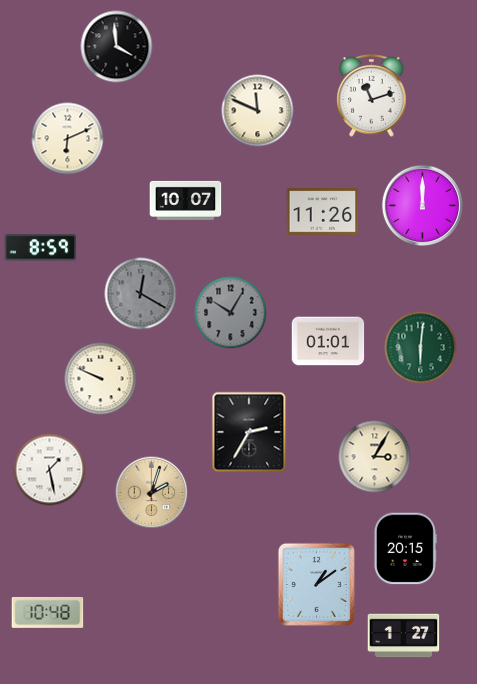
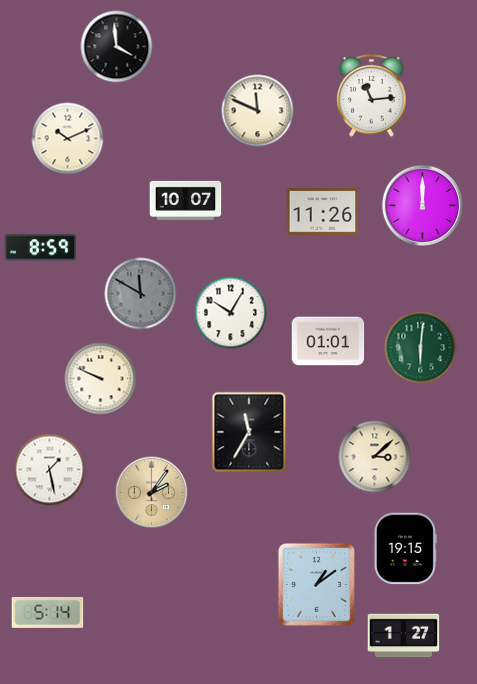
clock at (372, 96): 11:12 -> 11:14
clock at (68, 139): 6:11 -> 10:11
clock at (141, 294): 12:20 -> 11:50
clock at (231, 313) dial: grey -> white
clock at (249, 432): 2:35 -> 11:35
clock at (375, 457): 3:05 -> 3:08
clock at (152, 493): 2:03 -> 2:06
clock at (405, 549): 20:15 -> 19:15
clock at (48, 612): 10:48 -> 5:14
